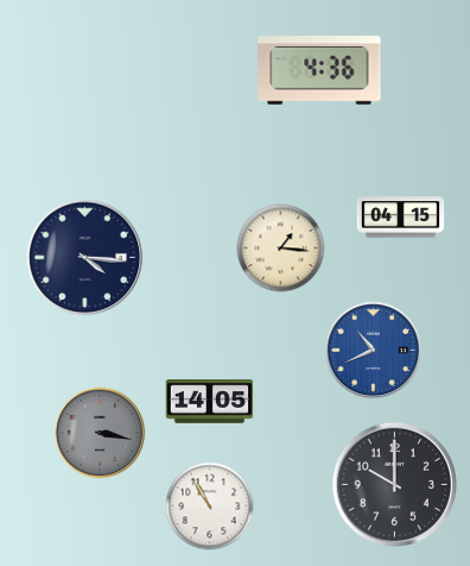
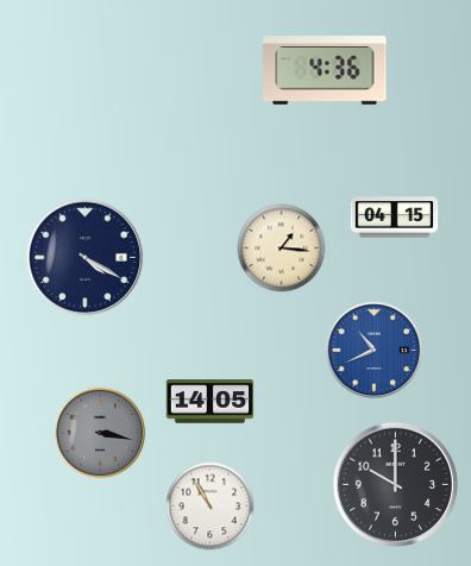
clock at (319, 71) position: (319, 71) -> (325, 71)
clock at (401, 218) position: (401, 218) -> (395, 218)
clock at (85, 258): 4:16 -> 4:20
